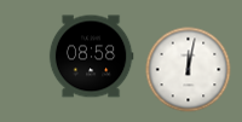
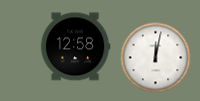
clock at (91, 57): 08:58 -> 12:58
